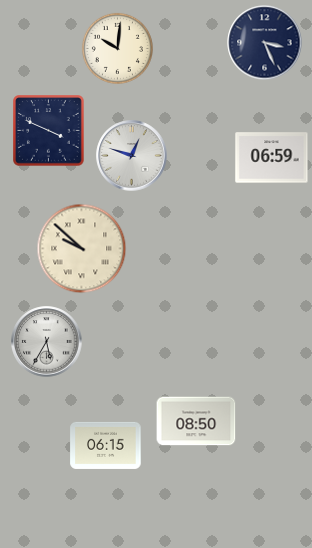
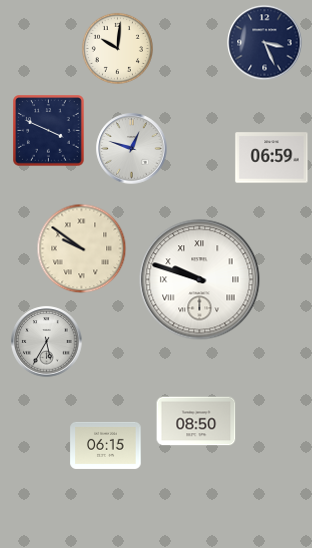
clock at (132, 156) position: (132, 156) -> (132, 149)
clock at (82, 249): 9:52 -> 9:51
clock at (200, 280): none -> 9:48
